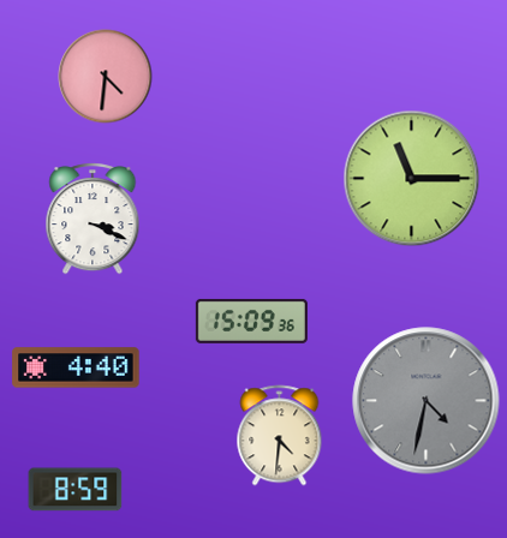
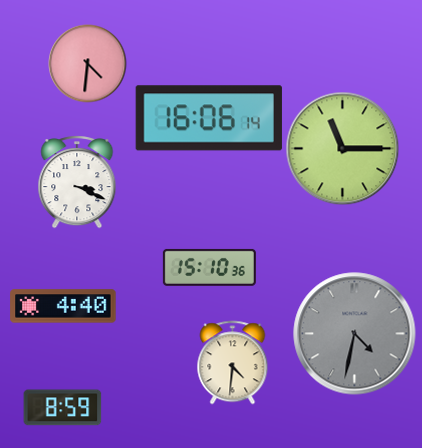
clock at (209, 118): none -> 16:06
clock at (251, 321): 15:09 -> 15:10
